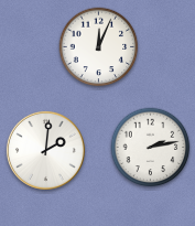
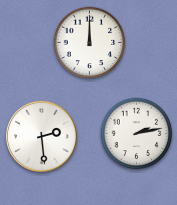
clock at (99, 47): 12:04 -> 12:00
clock at (45, 150): 2:01 -> 2:29
